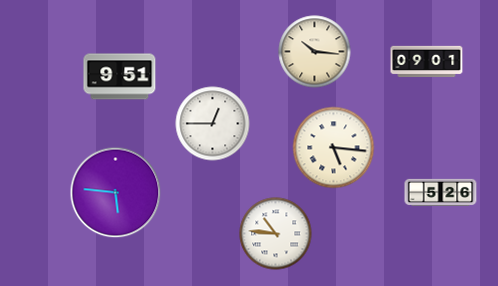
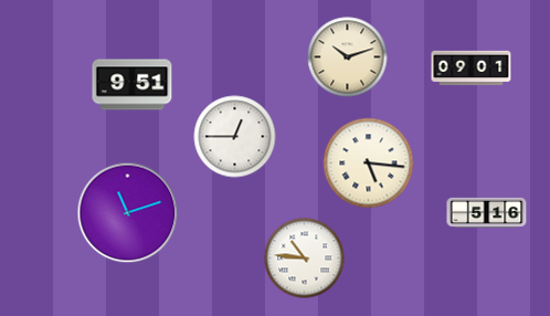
clock at (315, 52): 10:16 -> 10:12
clock at (441, 192): 5:26 -> 5:16
clock at (116, 193): 5:46 -> 11:12
